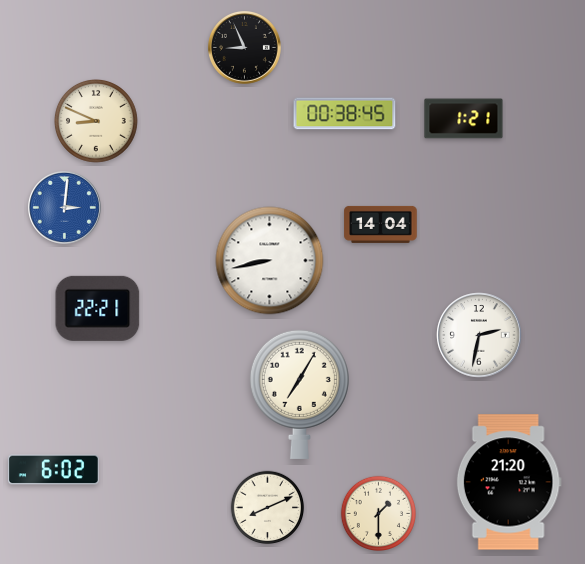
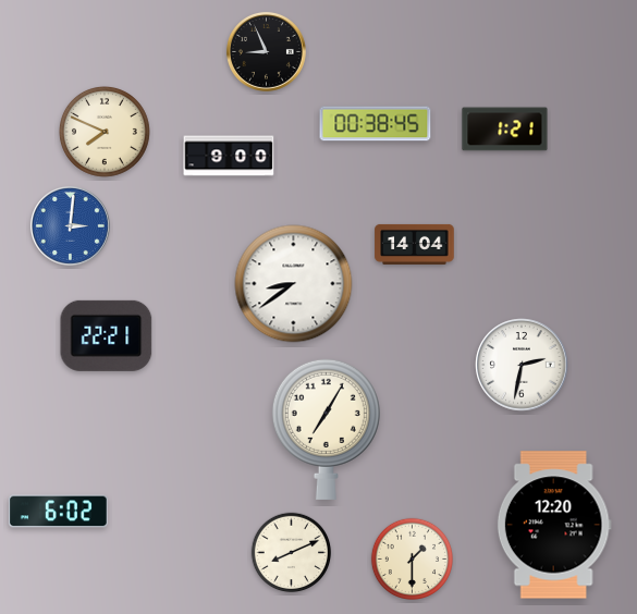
clock at (97, 122): 8:49 -> 7:49
clock at (229, 156): none -> 9:00
clock at (270, 261): 8:43 -> 8:39
clock at (509, 482): 21:20 -> 12:20
